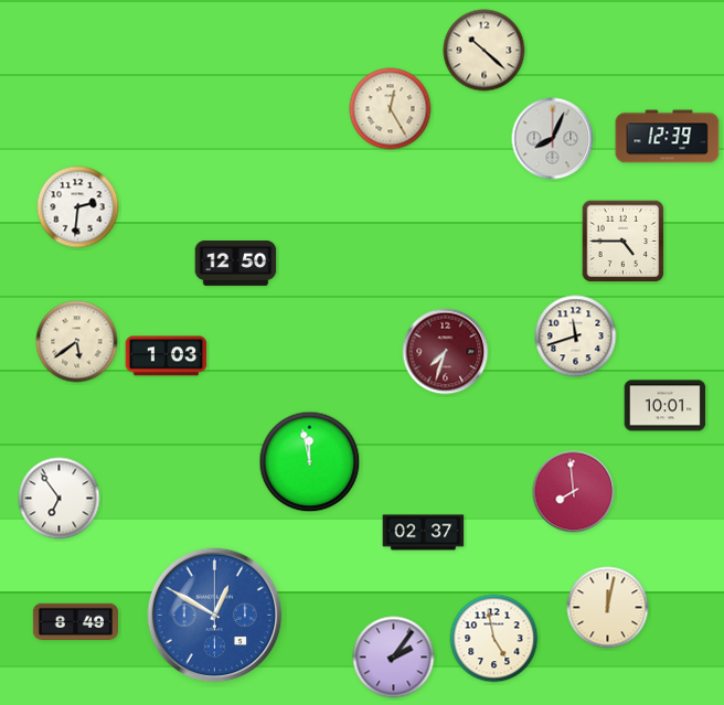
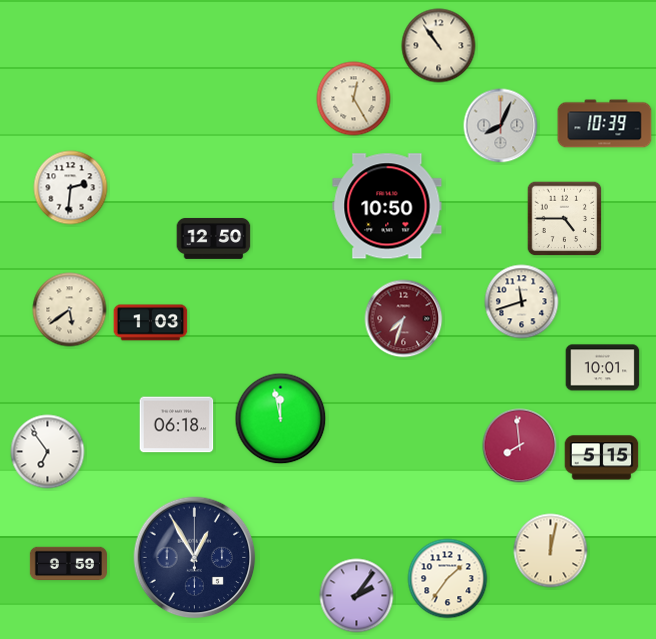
clock at (485, 51): 10:22 -> 10:54
clock at (668, 137): 12:39 -> 10:39
clock at (387, 206): none -> 10:50
clock at (576, 337) position: (576, 337) -> (522, 302)
clock at (177, 425): none -> 06:18
clock at (60, 499) position: (60, 499) -> (48, 452)
clock at (602, 458): none -> 5:15
clock at (424, 533): 02:37 -> none
clock at (215, 616): 12:50 -> 12:55
clock at (215, 616) dial: blue -> navy
clock at (75, 622): 8:49 -> 9:59
clock at (494, 639): 4:58 -> 1:36
